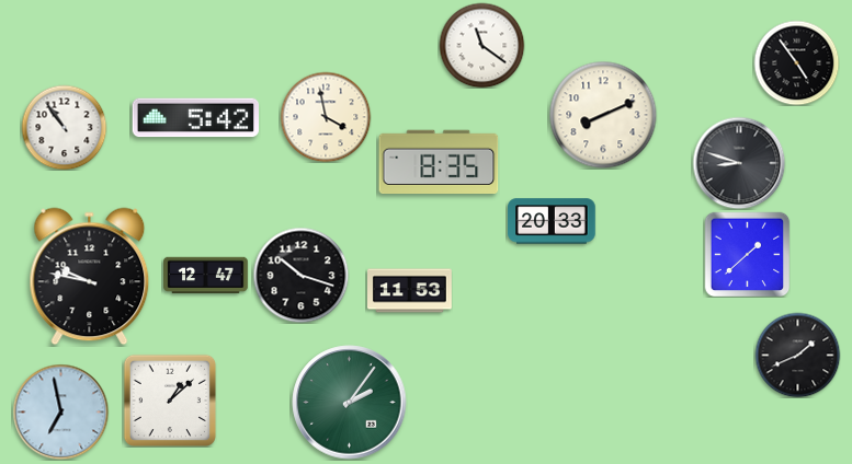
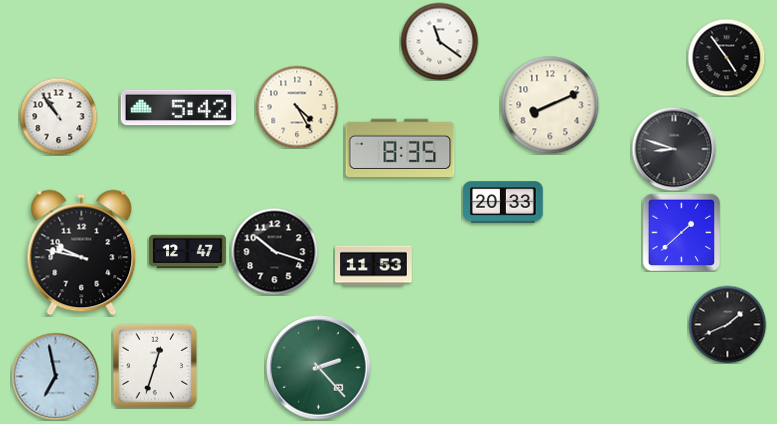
clock at (326, 117): 3:58 -> 4:25
clock at (169, 399): 1:08 -> 12:33
clock at (350, 403): 2:06 -> 2:23
